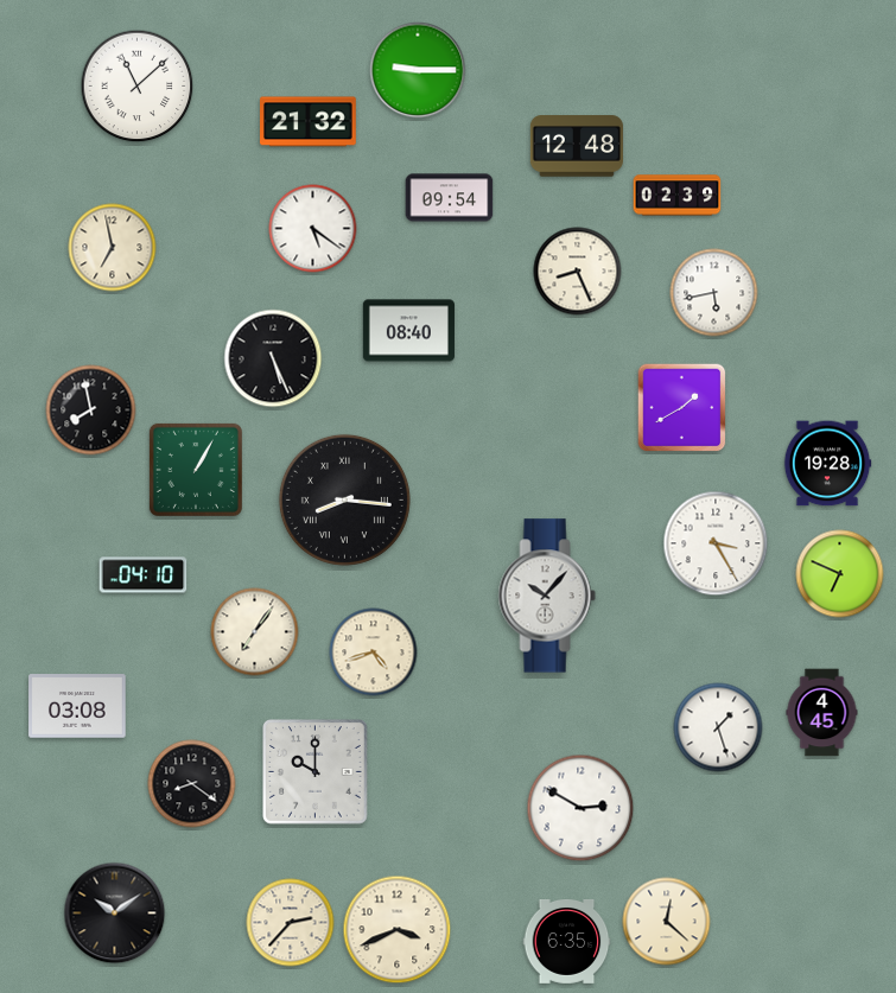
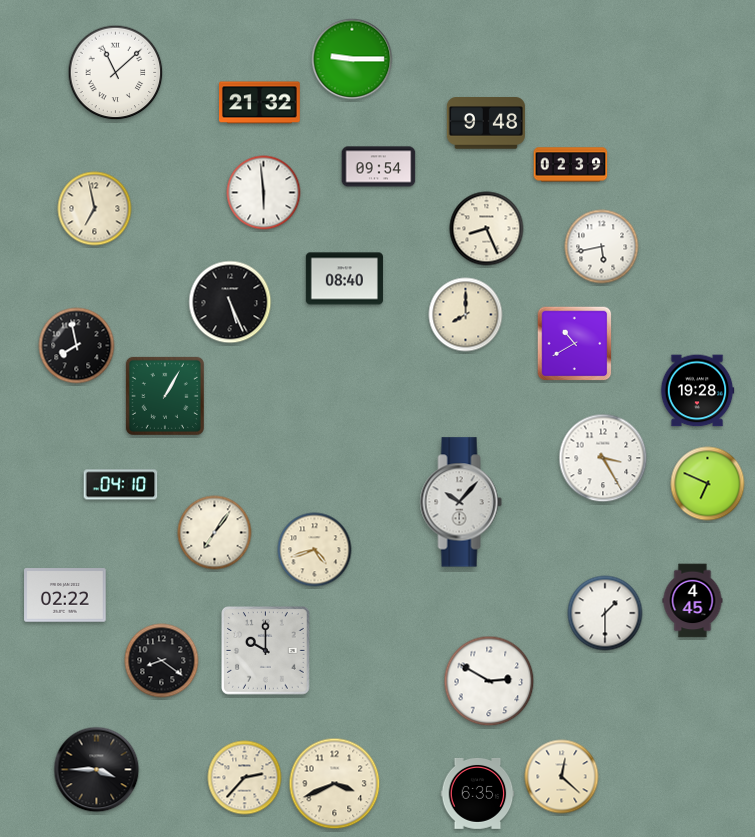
clock at (577, 146): 12:48 -> 9:48
clock at (313, 229): 5:21 -> 5:59
clock at (466, 315): none -> 8:00
clock at (682, 408): 1:40 -> 10:40
clock at (344, 499): 8:16 -> none
clock at (77, 706): 03:08 -> 02:22
clock at (718, 727): 1:27 -> 1:30
clock at (115, 914): 10:09 -> 3:45
